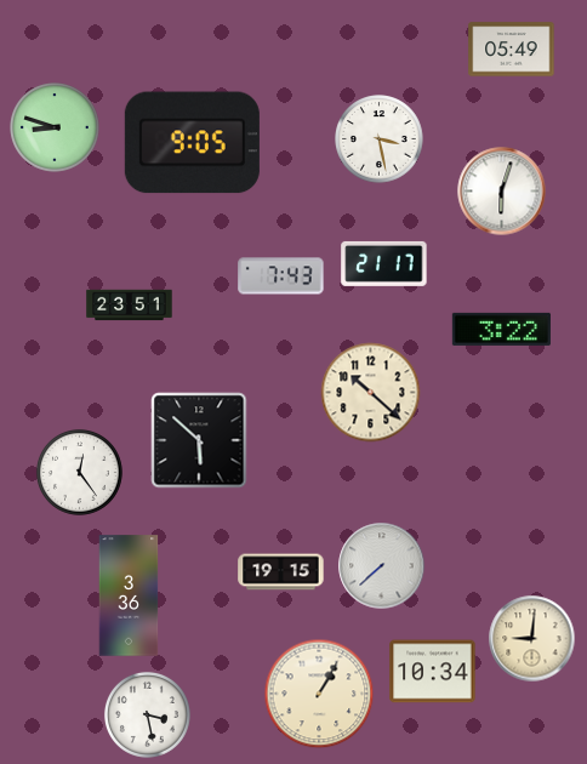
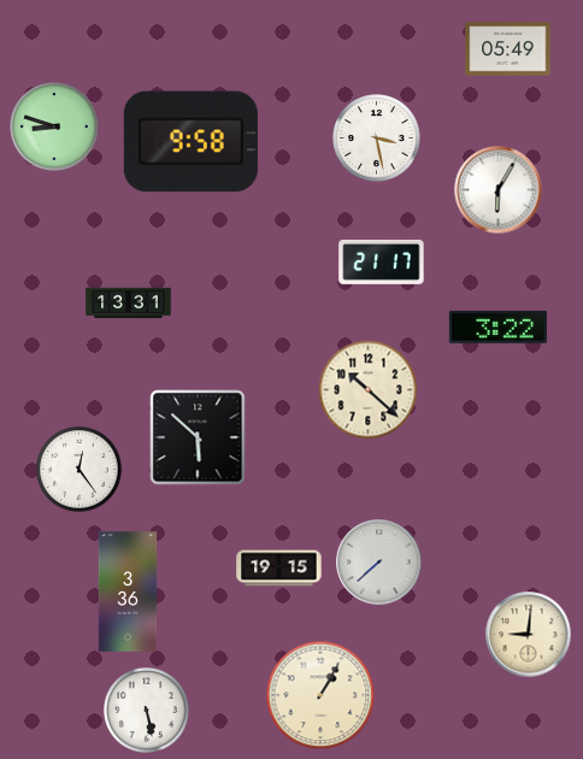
clock at (192, 143): 9:05 -> 9:58
clock at (502, 192): 6:03 -> 6:05
clock at (281, 276): 7:43 -> none
clock at (130, 306): 23:51 -> 13:31
clock at (433, 672): 10:34 -> none
clock at (319, 694) position: (319, 694) -> (320, 695)
clock at (147, 714): 3:28 -> 5:28
